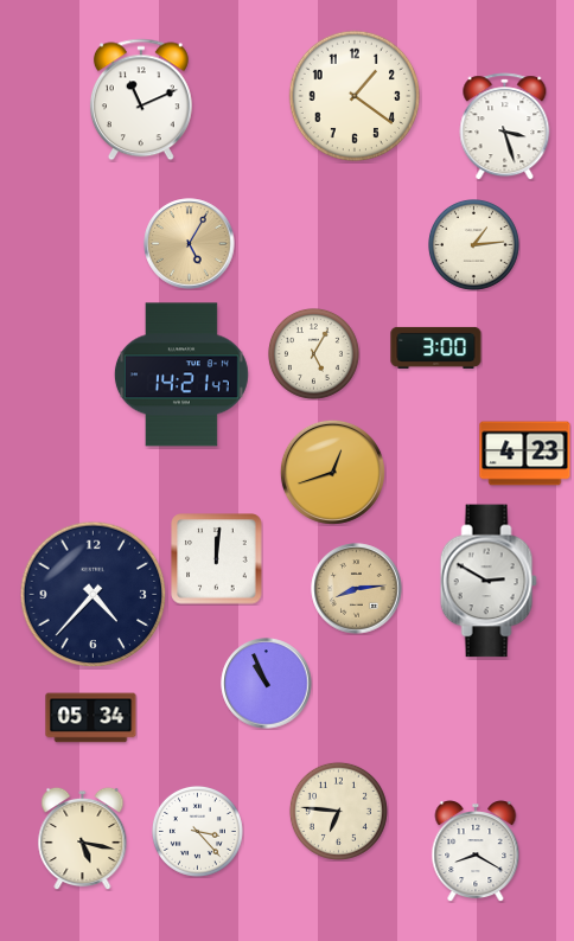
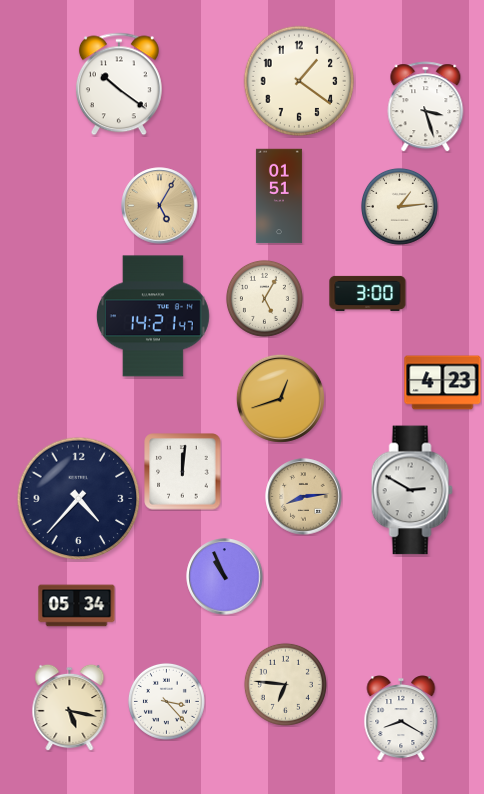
clock at (141, 100): 11:11 -> 10:21
clock at (279, 196): none -> 01:51
clock at (357, 589) position: (357, 589) -> (304, 497)
clock at (94, 595) position: (94, 595) -> (79, 499)
